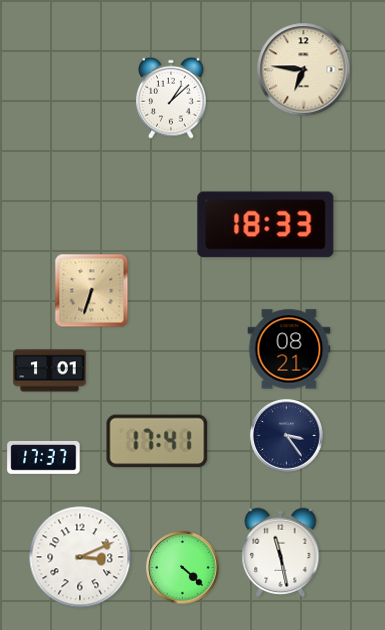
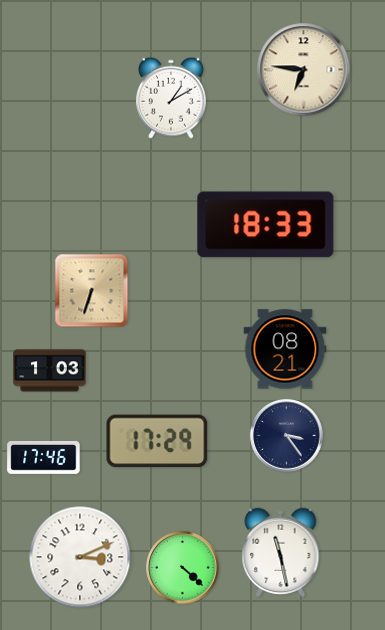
clock at (172, 98): 1:08 -> 1:10
clock at (289, 349) position: (289, 349) -> (285, 349)
clock at (50, 371): 1:01 -> 1:03
clock at (157, 441): 17:41 -> 17:29
clock at (44, 457): 17:37 -> 17:46
